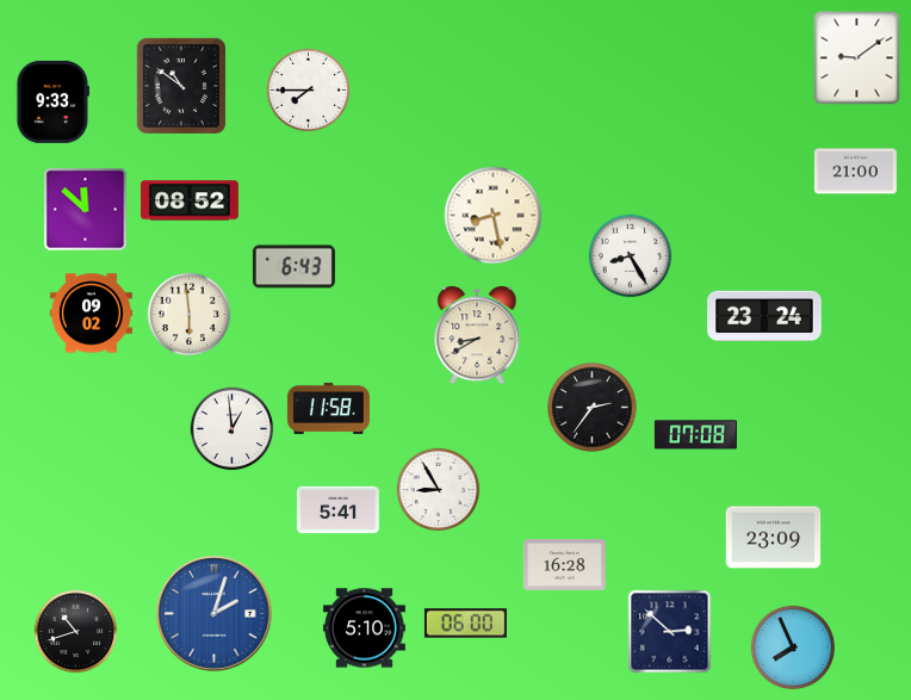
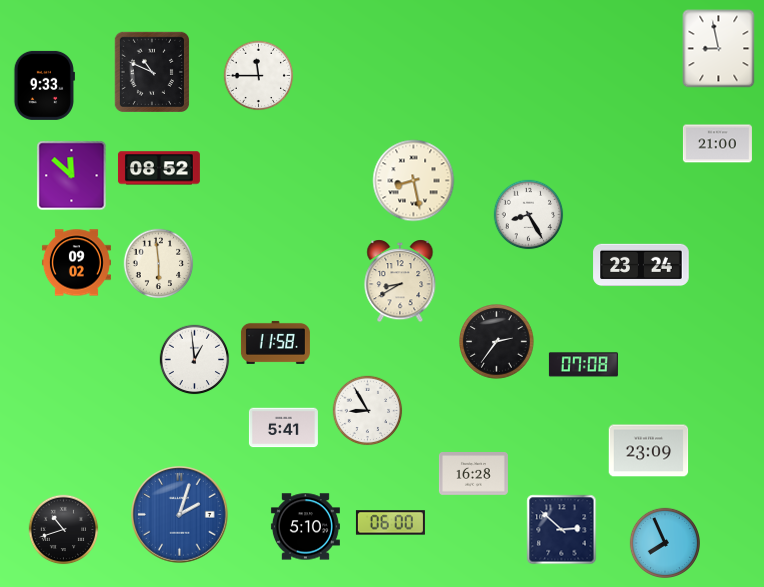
clock at (857, 58): 9:09 -> 8:58
clock at (181, 85): 10:51 -> 10:49
clock at (309, 91): 7:45 -> 11:45
clock at (293, 267): 6:43 -> none
